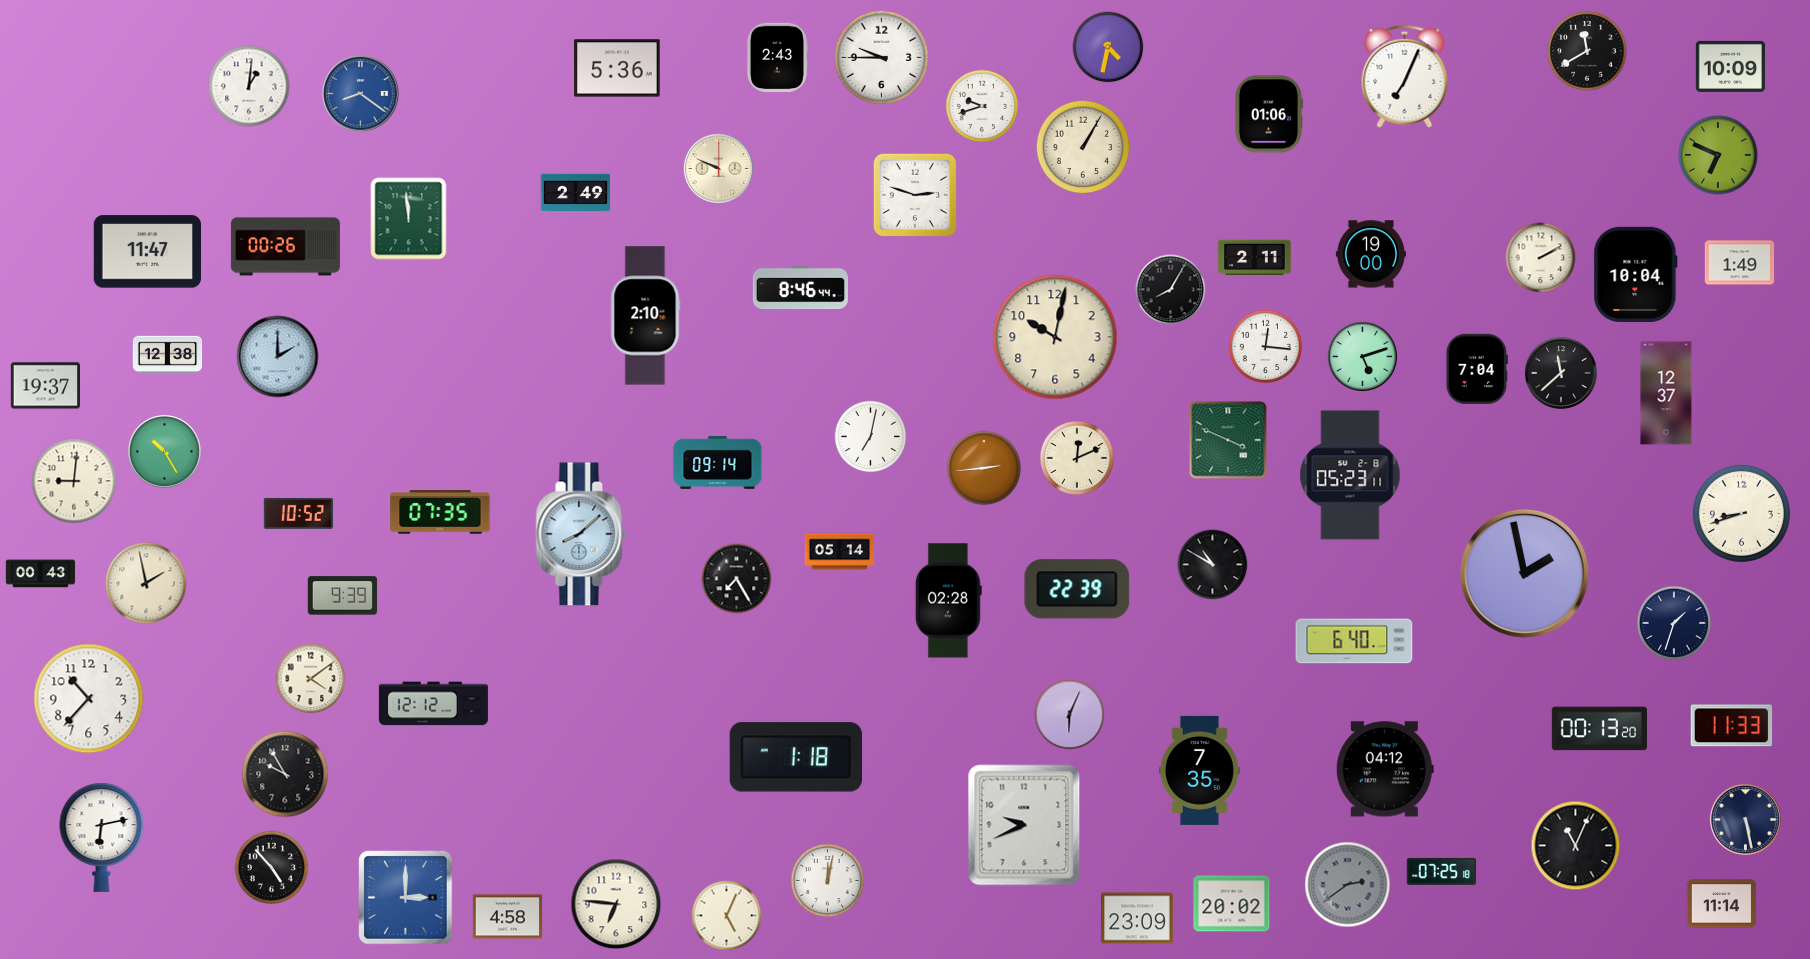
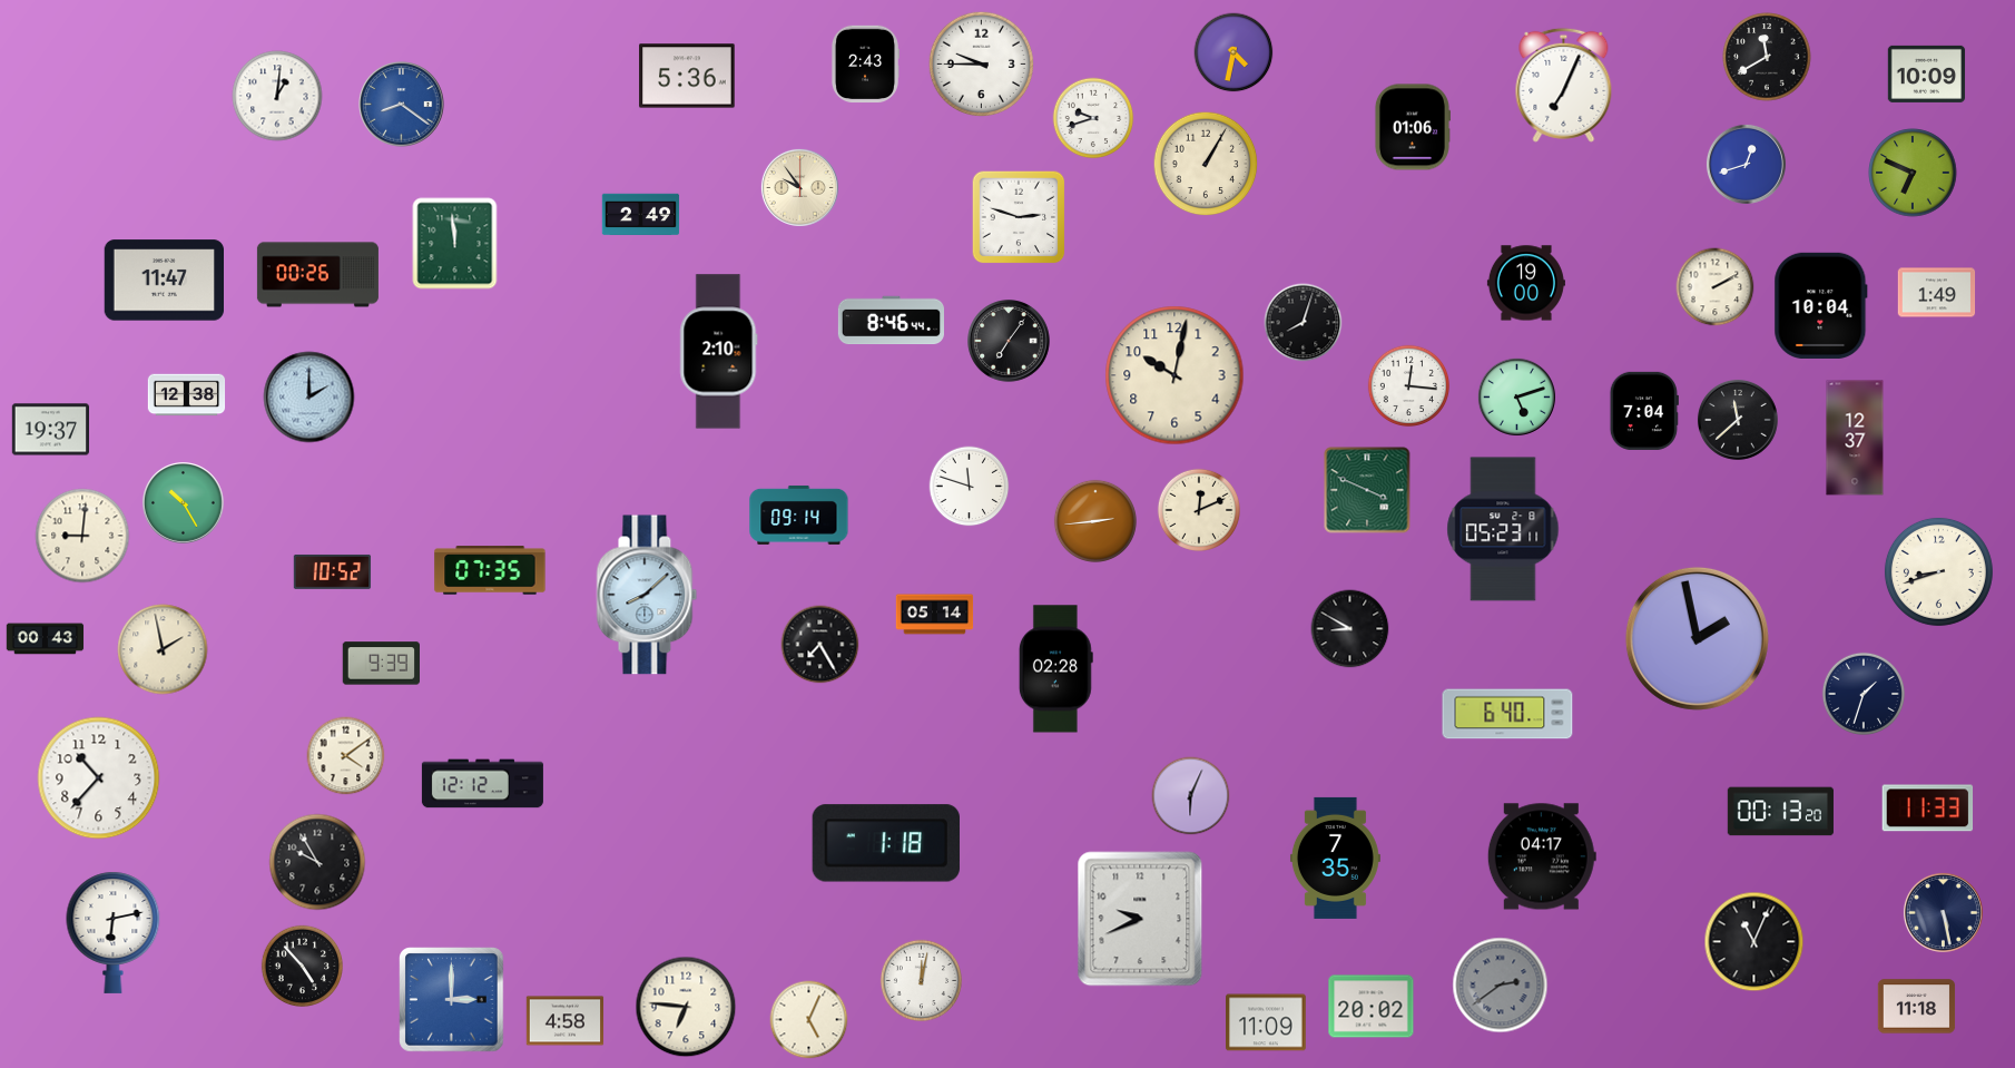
clock at (1746, 164): none -> 12:42
clock at (718, 168): 9:49 -> 9:54
clock at (1255, 258): 2:11 -> none
clock at (1171, 290): 8:05 -> 8:03
clock at (1009, 341): none -> 7:06
clock at (1561, 373) position: (1561, 373) -> (1738, 420)
clock at (871, 437): 7:02 -> 11:48
clock at (1213, 565): 10:50 -> 8:50
clock at (1077, 589): 22:39 -> none
clock at (1385, 769): 04:12 -> 04:17
clock at (1441, 871): 07:25 -> none
clock at (1722, 904): 11:14 -> 11:18
clock at (1138, 918): 23:09 -> 11:09
